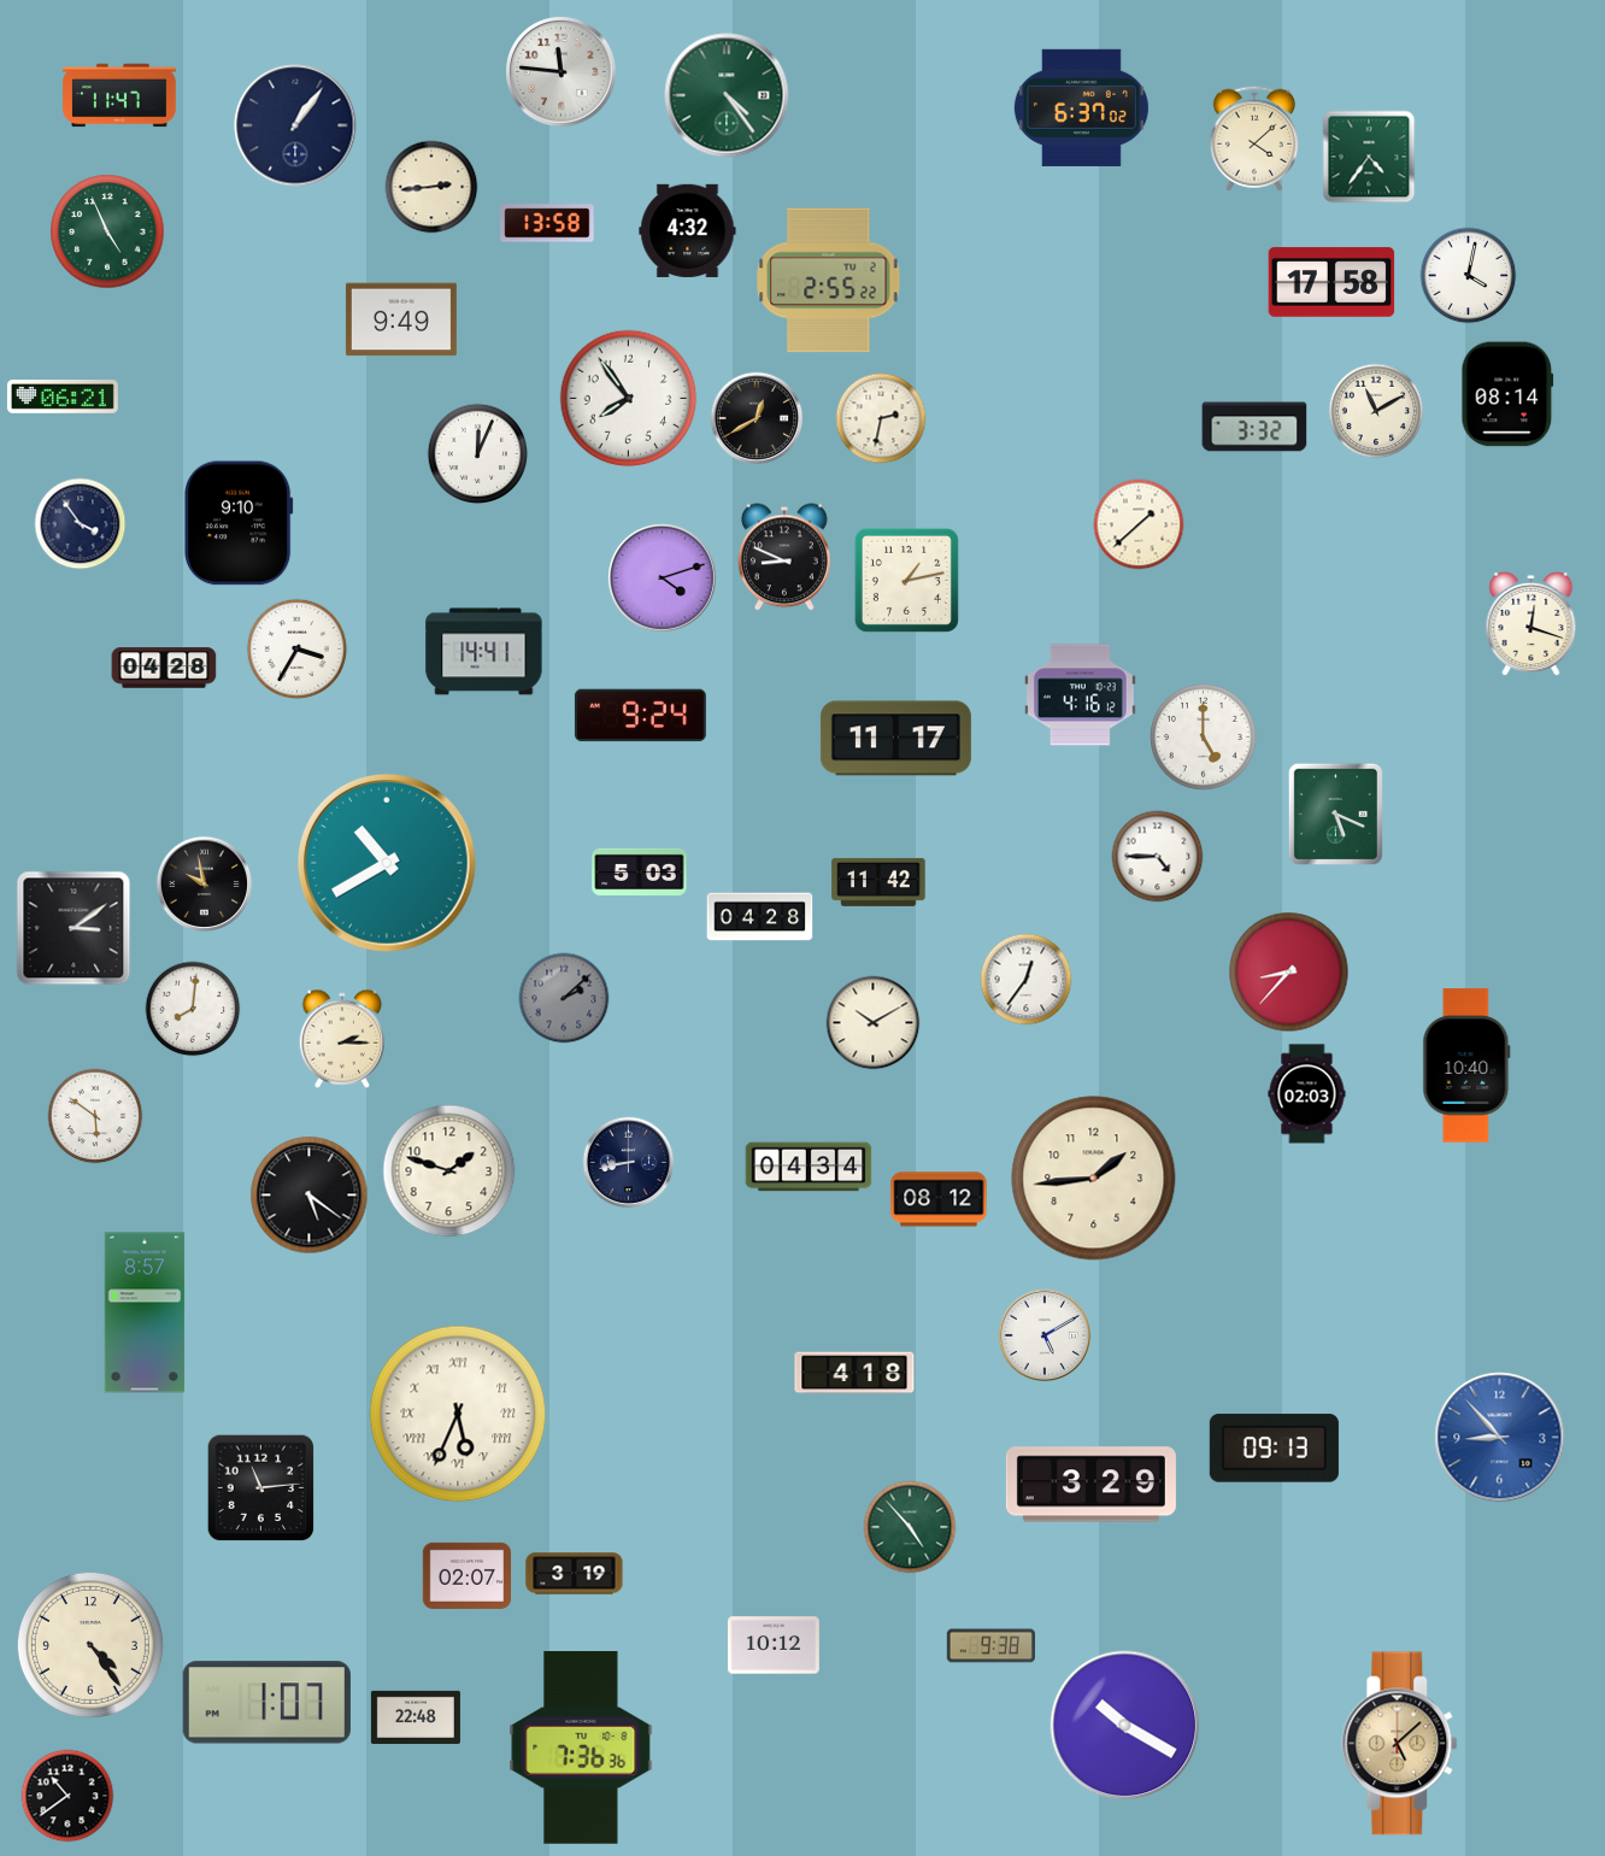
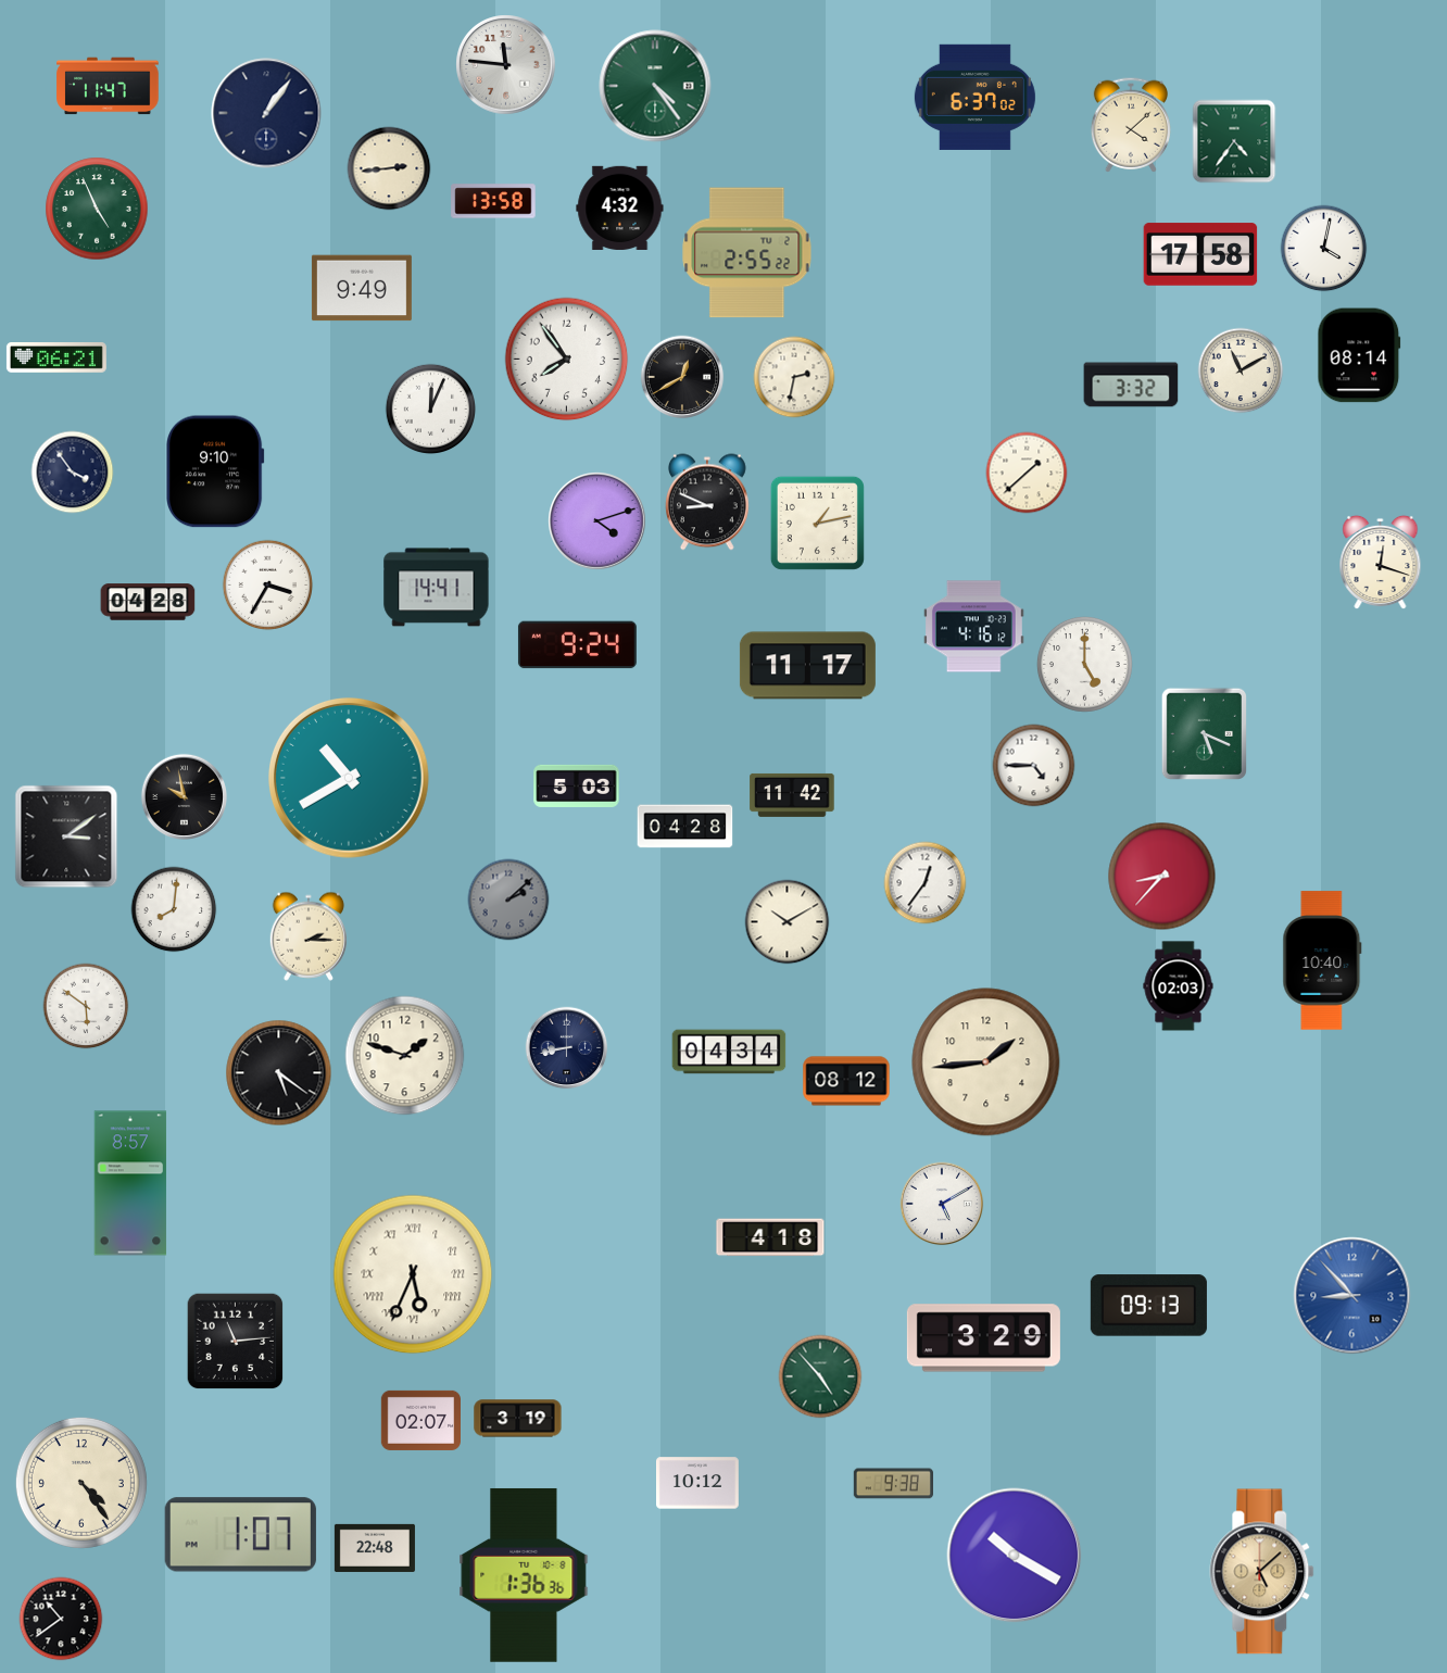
clock at (1158, 857) position: (1158, 857) -> (1034, 766)
clock at (310, 1196) position: (310, 1196) -> (279, 1073)
clock at (581, 1748): 7:36 -> 1:36
